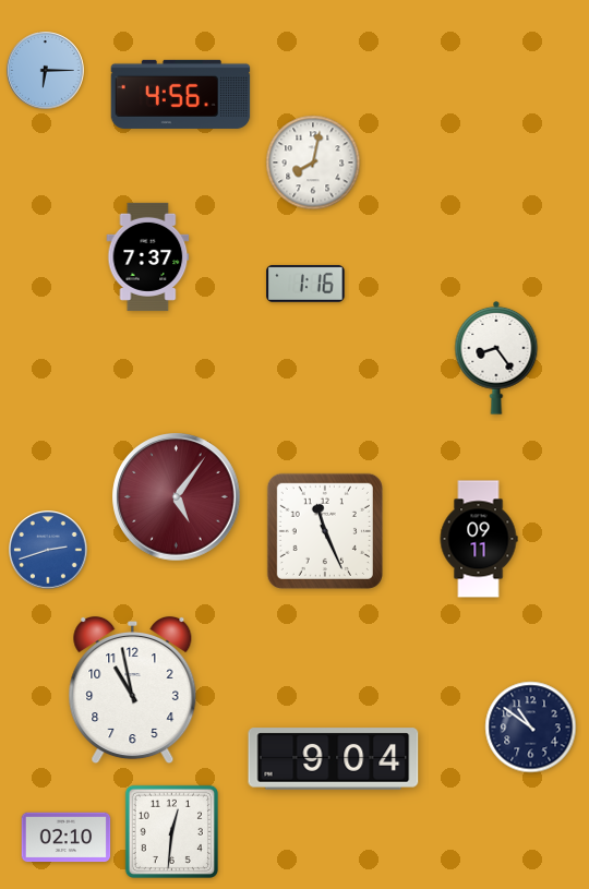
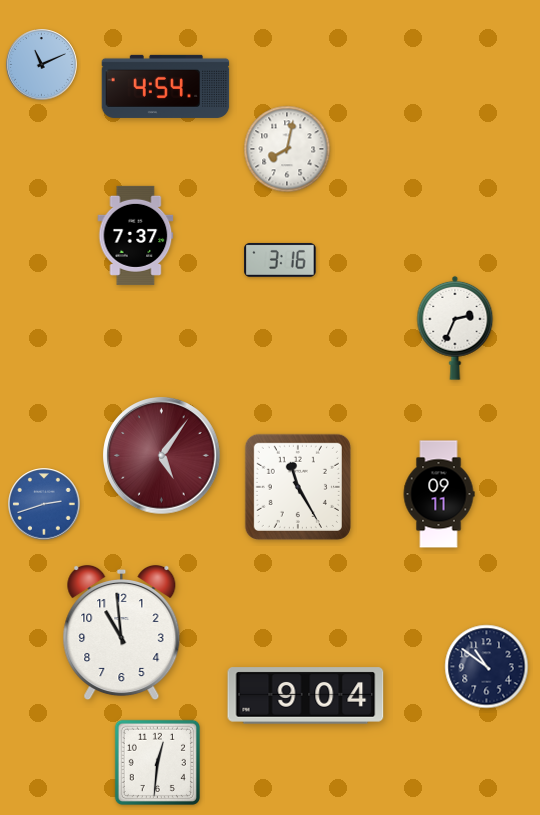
clock at (46, 71): 6:15 -> 11:11
clock at (181, 94): 4:56 -> 4:54
clock at (305, 284): 1:16 -> 3:16
clock at (496, 358): 8:24 -> 2:34
clock at (325, 531): 11:26 -> 11:25
clock at (133, 690): 10:58 -> 10:59
clock at (67, 838): 02:10 -> none
